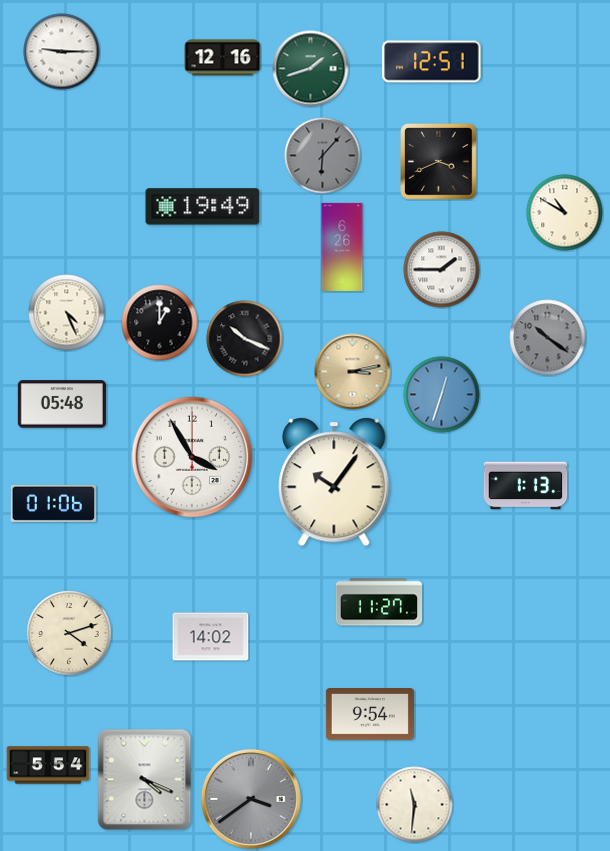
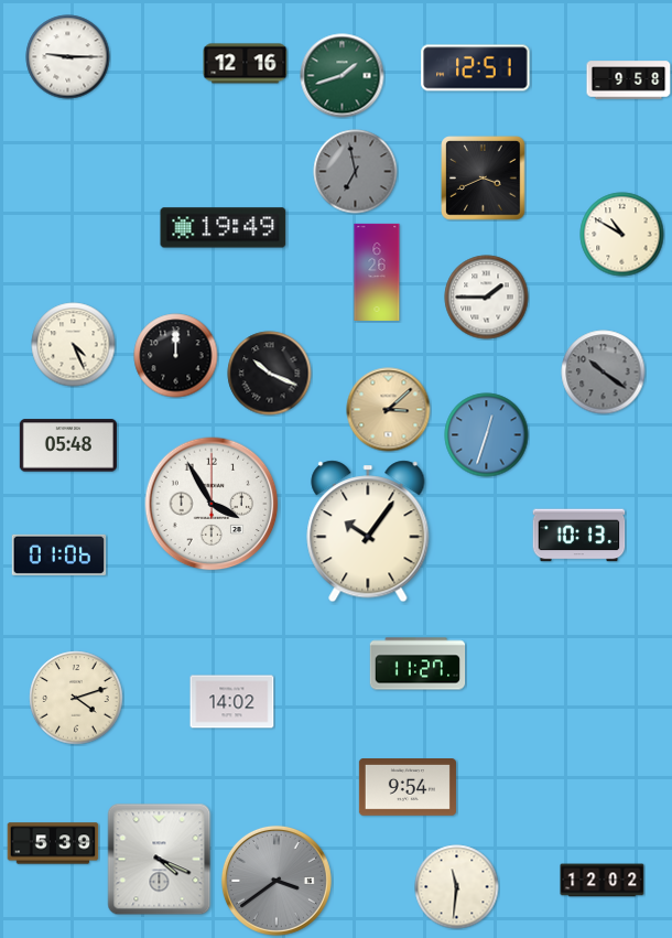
clock at (629, 80): none -> 9:58
clock at (323, 156): 6:07 -> 6:58
clock at (160, 323): 1:00 -> 12:00
clock at (353, 372): 3:13 -> 3:08
clock at (526, 486): 1:13 -> 10:13
clock at (48, 765): 5:54 -> 5:39
clock at (603, 881): none -> 12:02
